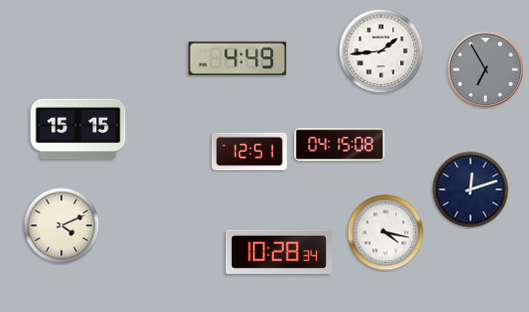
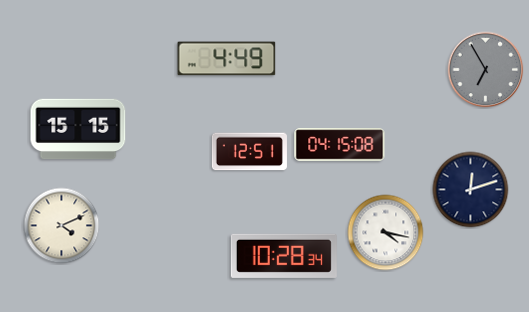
clock at (381, 51): 1:44 -> none
clock at (238, 59) position: (238, 59) -> (227, 59)
clock at (279, 252) position: (279, 252) -> (284, 256)
